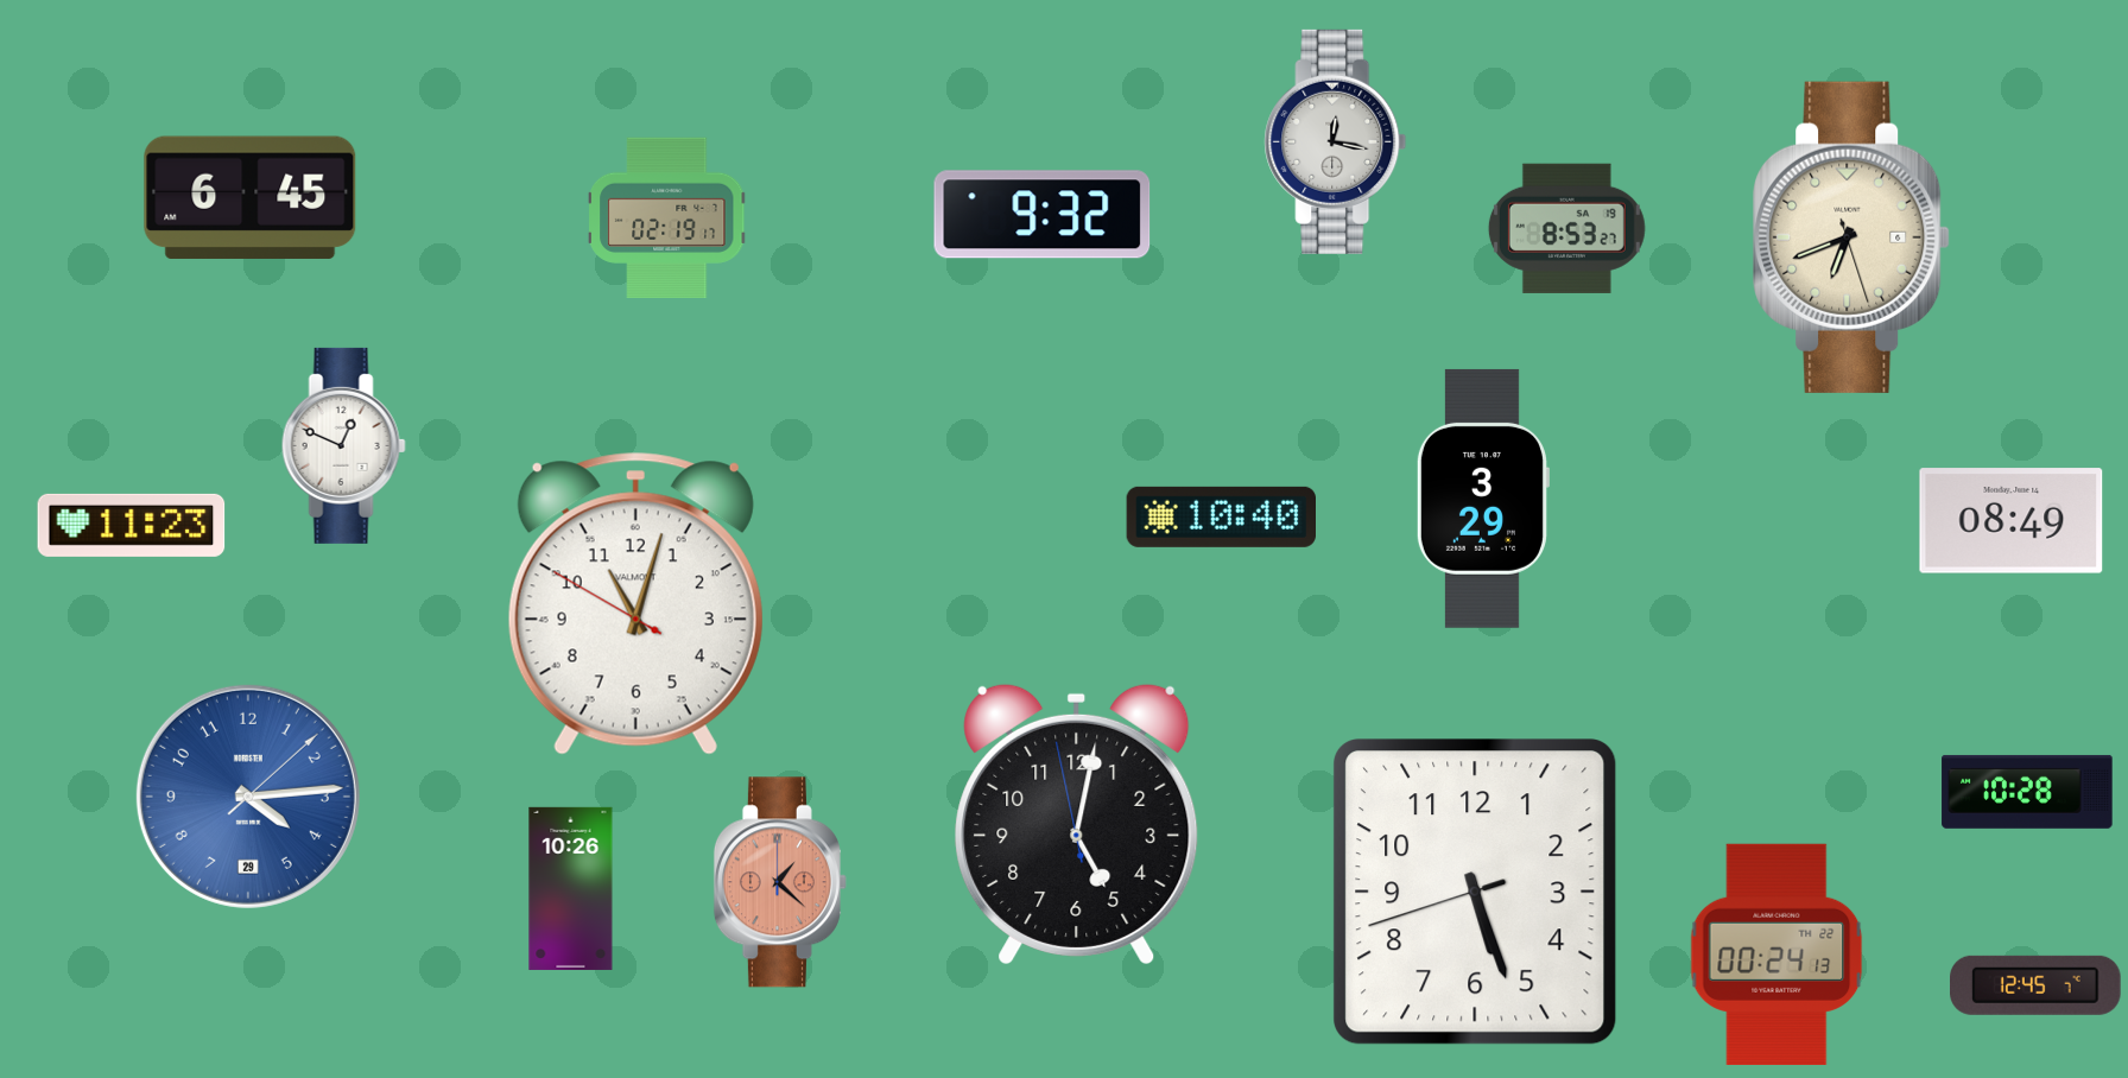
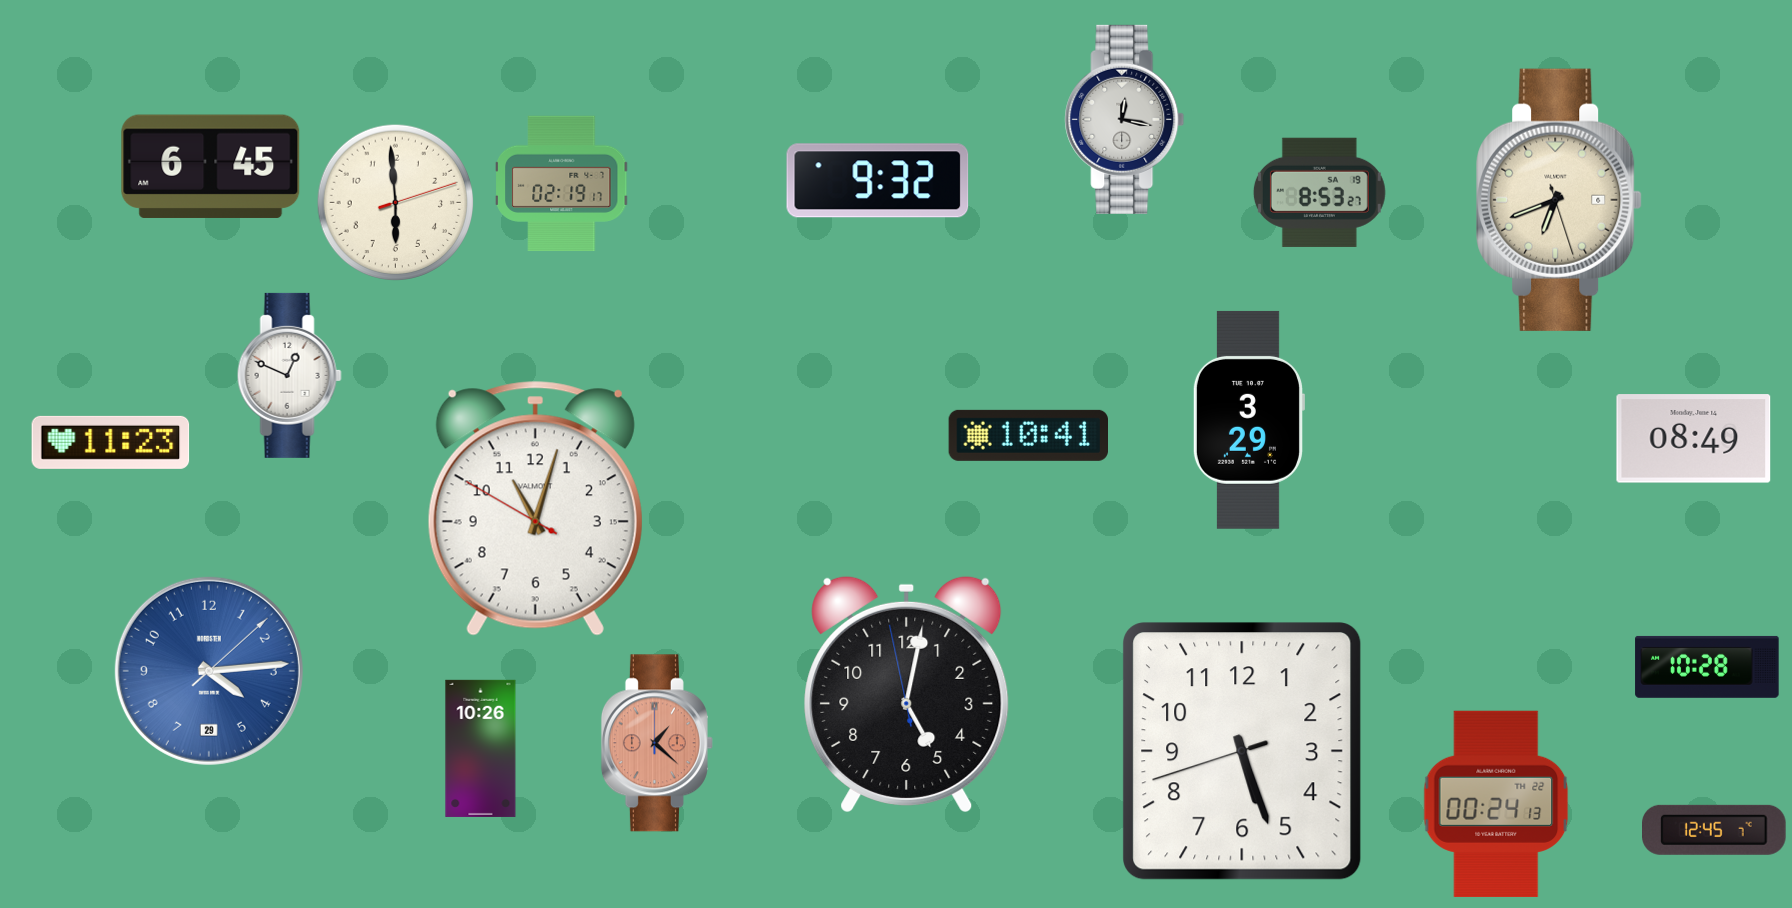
clock at (395, 202): none -> 5:59
clock at (1221, 516): 10:40 -> 10:41
